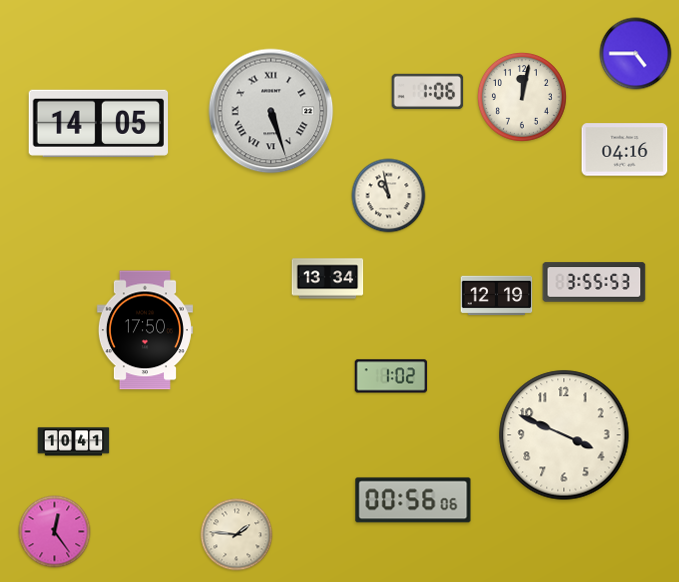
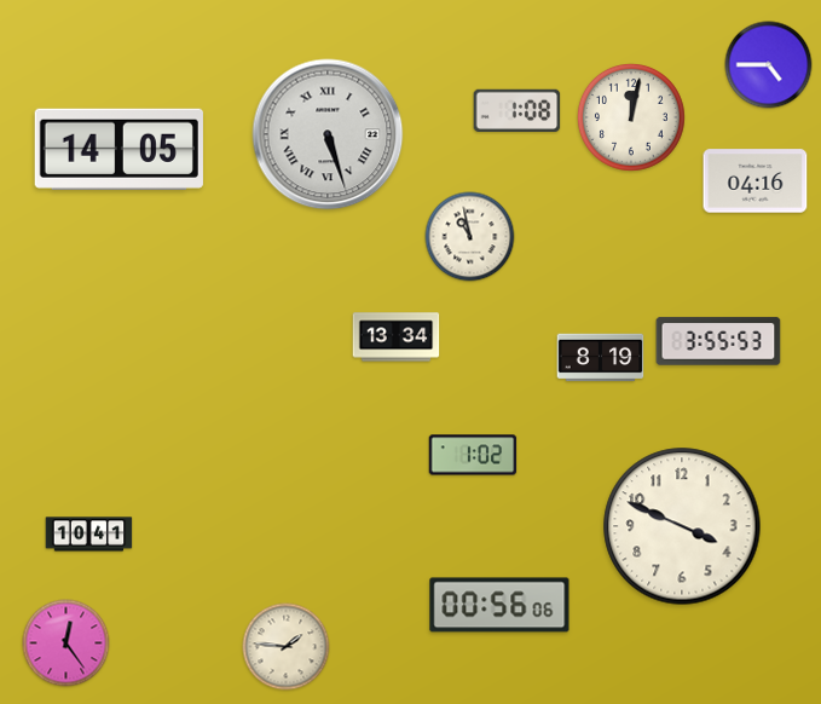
clock at (428, 91): 1:06 -> 1:08
clock at (497, 296): 12:19 -> 8:19
clock at (145, 330): 17:50 -> none
